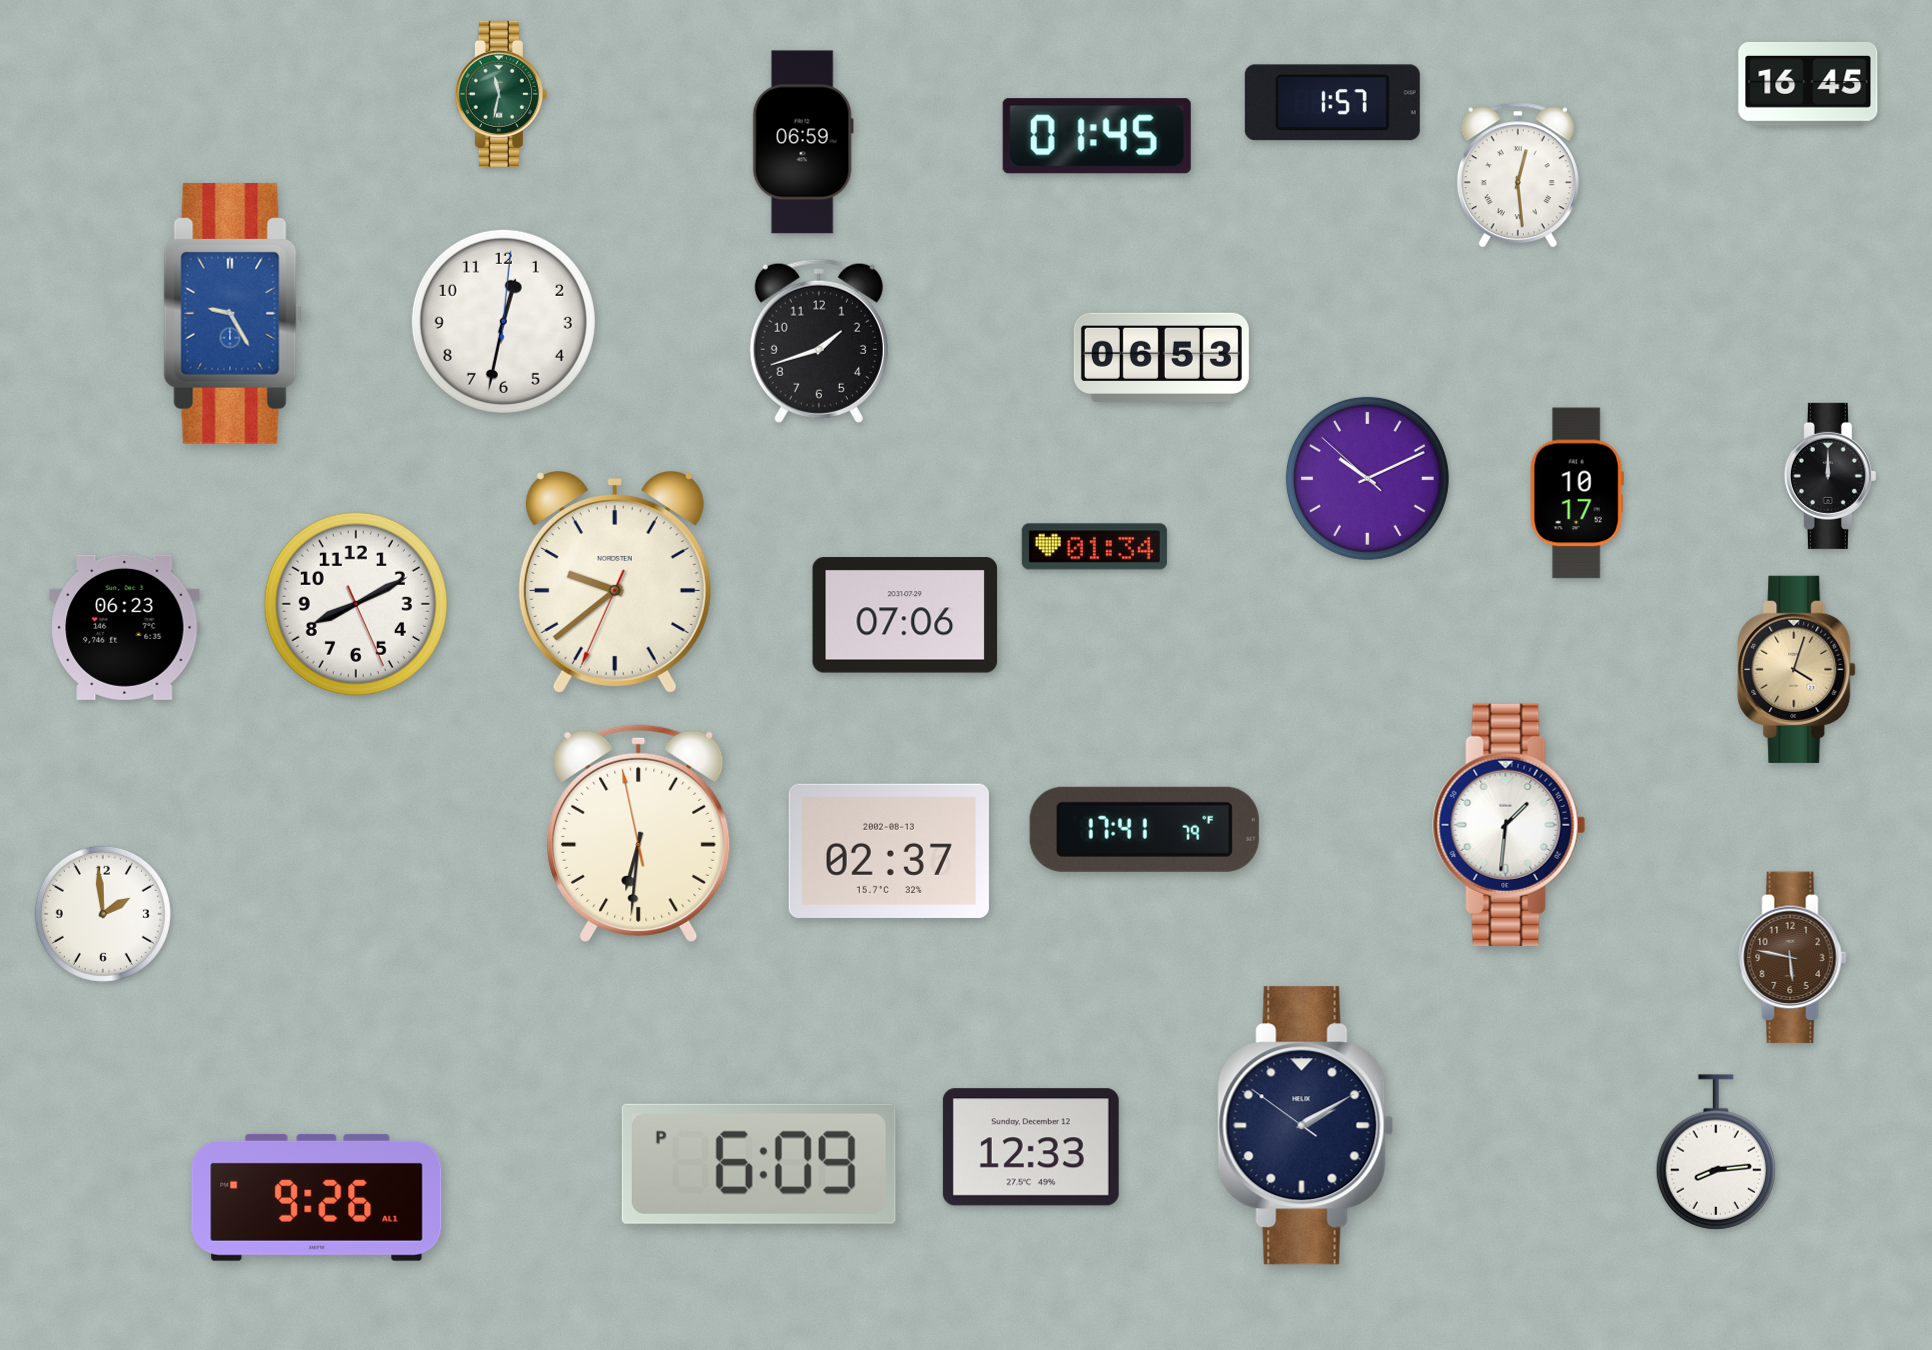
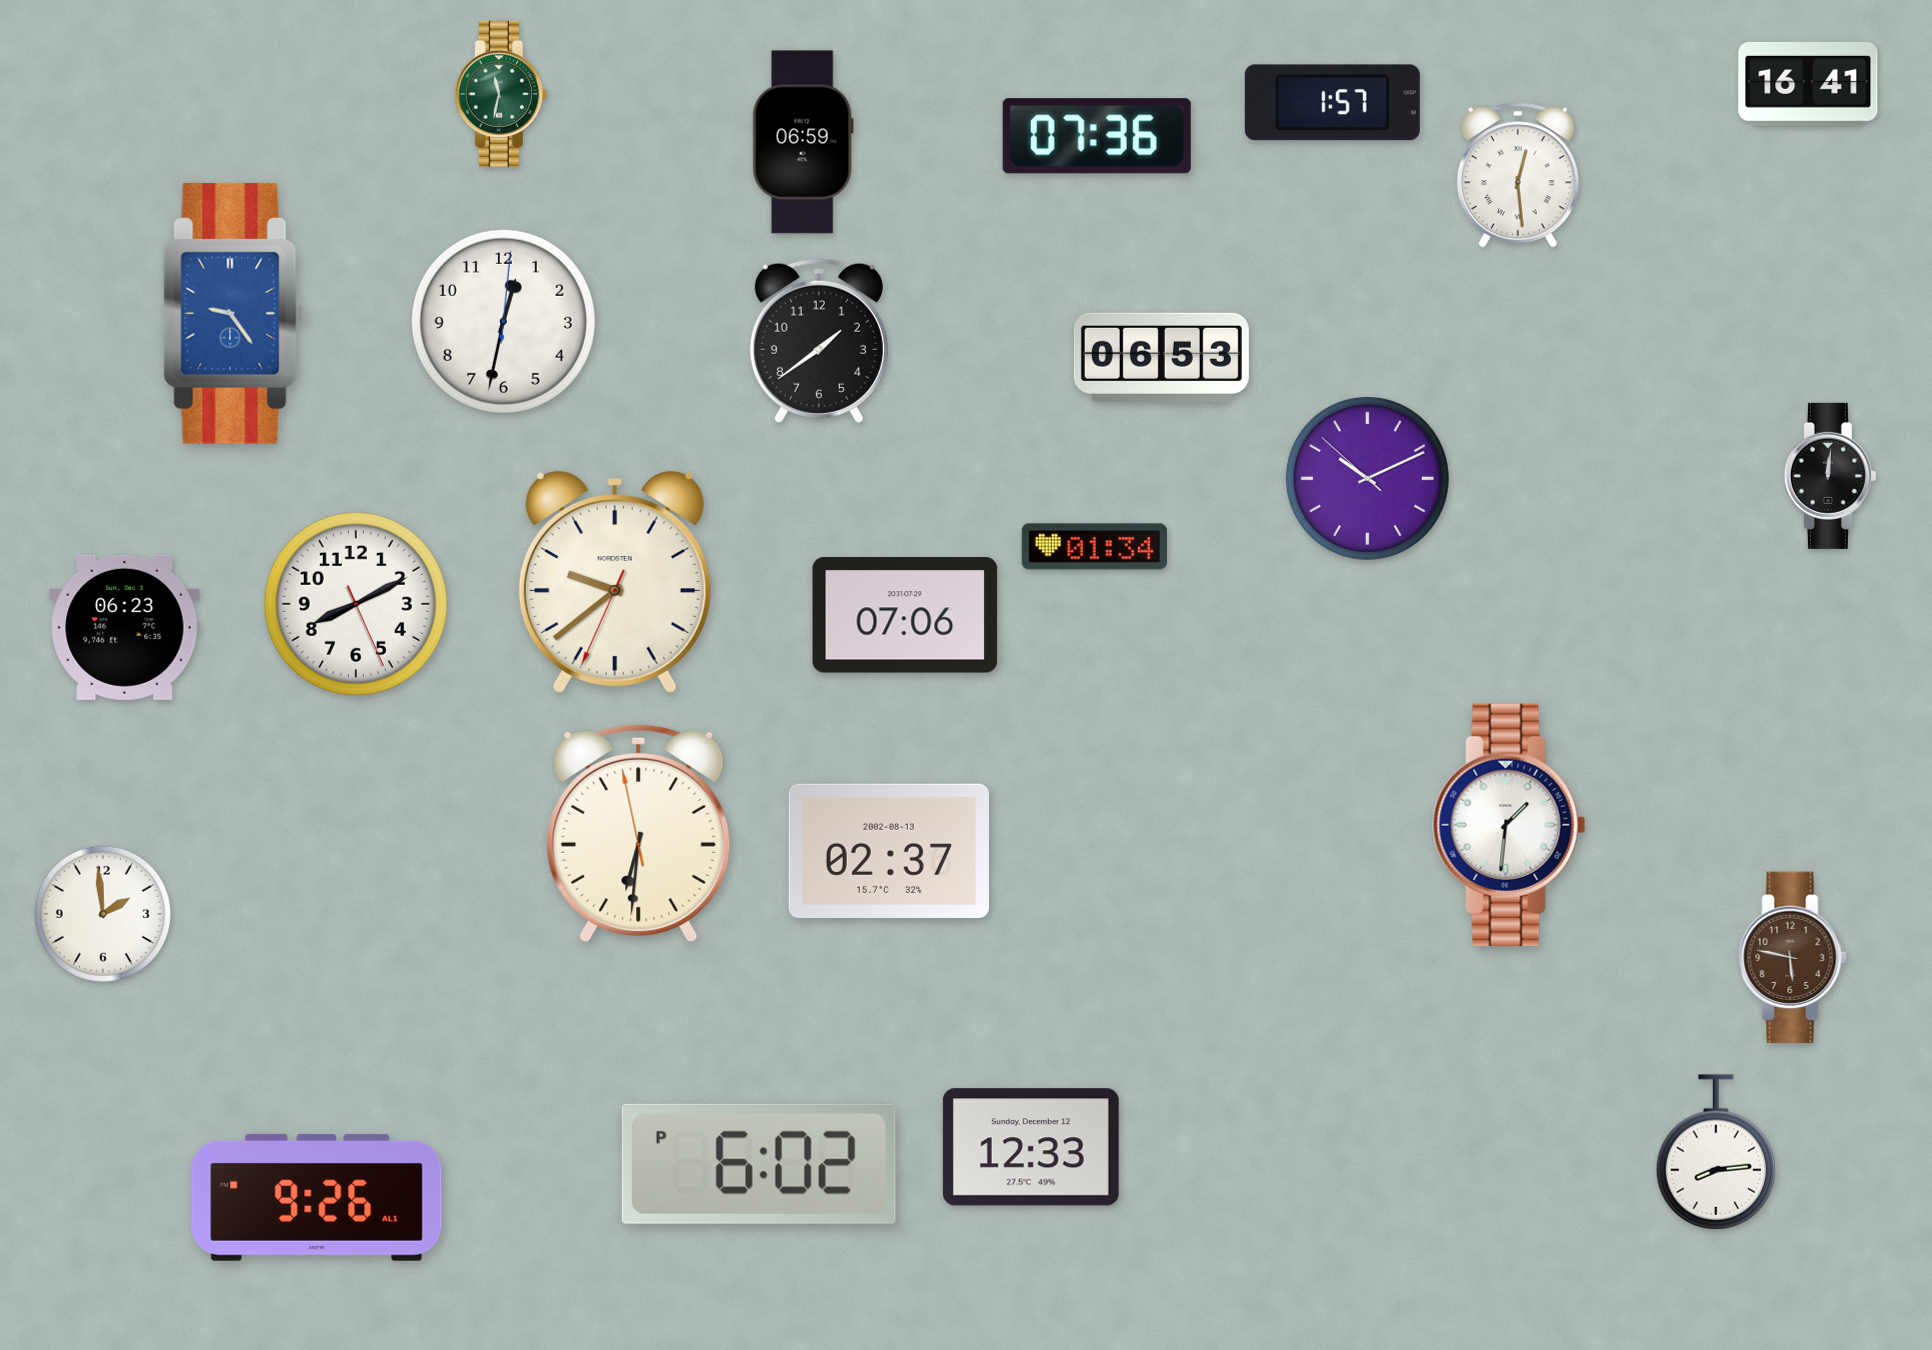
clock at (1808, 84): 16:45 -> 16:41
clock at (1097, 136): 01:45 -> 07:36
clock at (234, 313): 9:25 -> 9:24
clock at (819, 341): 1:42 -> 1:39
clock at (1830, 476): 12:00 -> 12:01
clock at (1577, 493): 10:17 -> none
clock at (1797, 669): 4:03 -> none
clock at (1144, 829): 17:41 -> none
clock at (1306, 1126): 2:09 -> none
clock at (759, 1164): 6:09 -> 6:02
